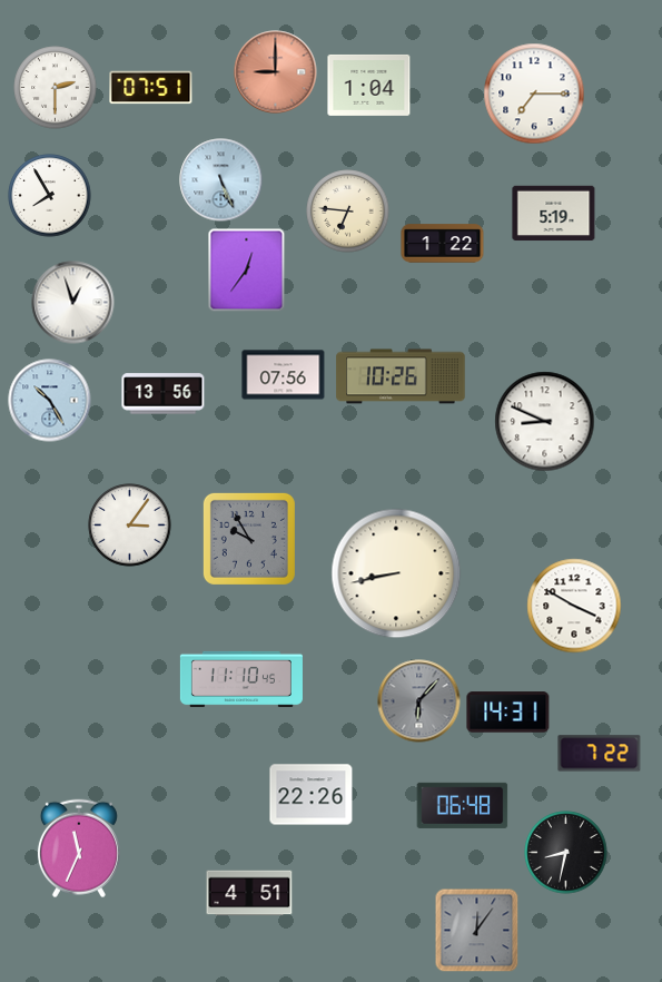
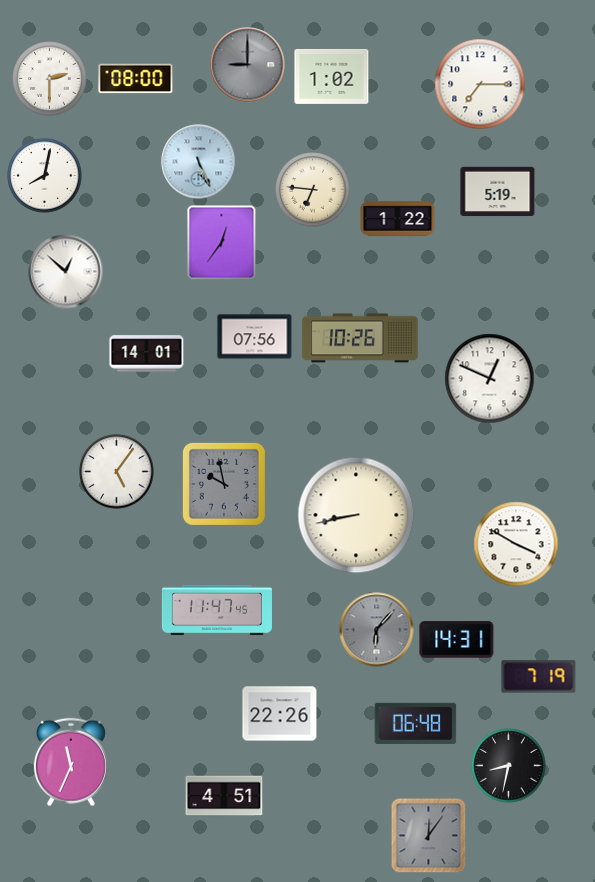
clock at (276, 72) dial: salmon -> grey
clock at (369, 85): 1:04 -> 1:02
clock at (151, 88): 07:51 -> 08:00
clock at (50, 196): 7:55 -> 8:02
clock at (73, 303): 12:57 -> 12:52
clock at (164, 394): 13:56 -> 14:01
clock at (50, 401): 10:25 -> none
clock at (545, 422): 8:49 -> 12:49
clock at (130, 526): 3:06 -> 5:06
clock at (249, 539): 9:55 -> 9:58
clock at (241, 679): 11:10 -> 11:47
clock at (600, 754): 7:22 -> 7:19
clock at (249, 893) position: (249, 893) -> (224, 796)
